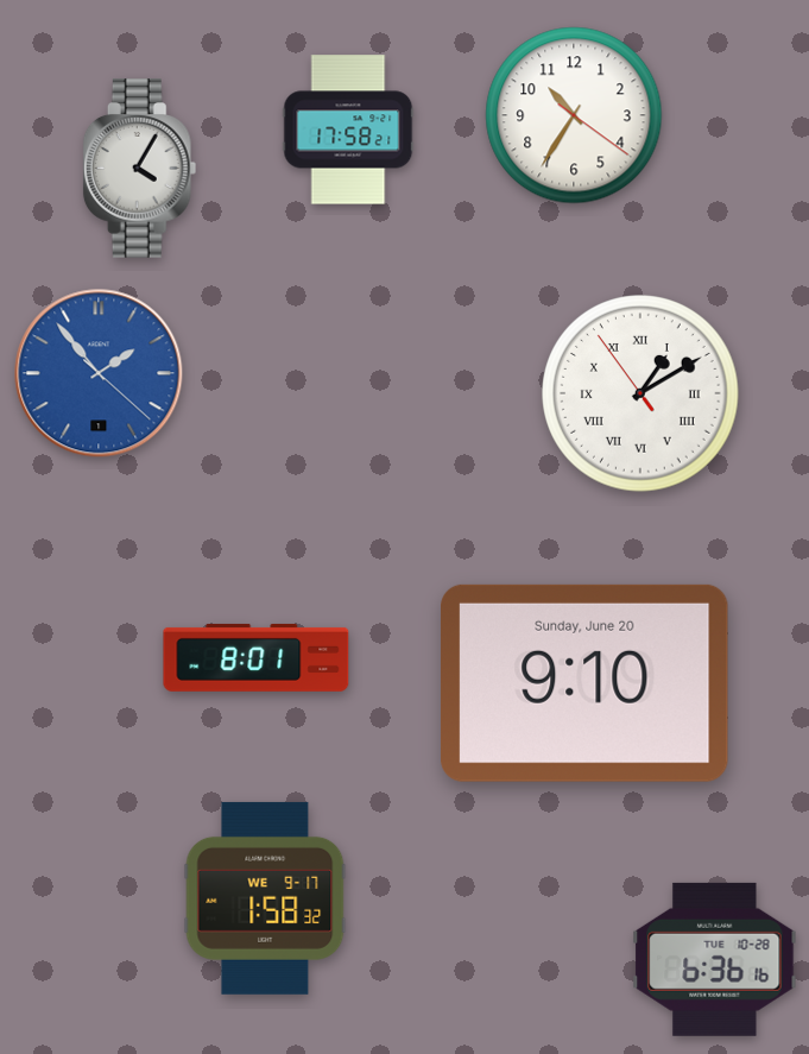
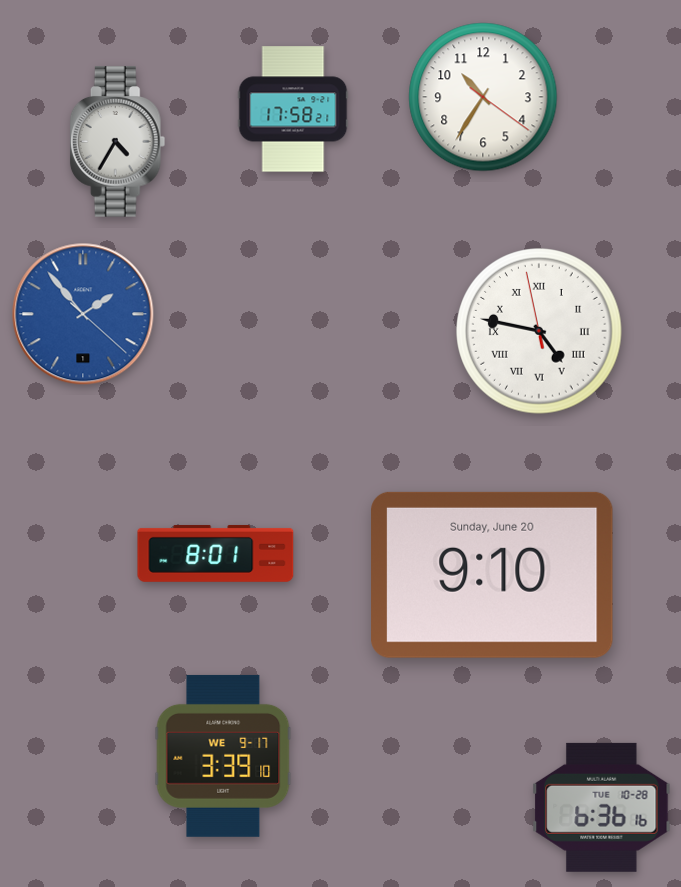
clock at (140, 169): 4:05 -> 4:35
clock at (640, 393): 1:09 -> 4:46
clock at (265, 898): 1:58 -> 3:39
